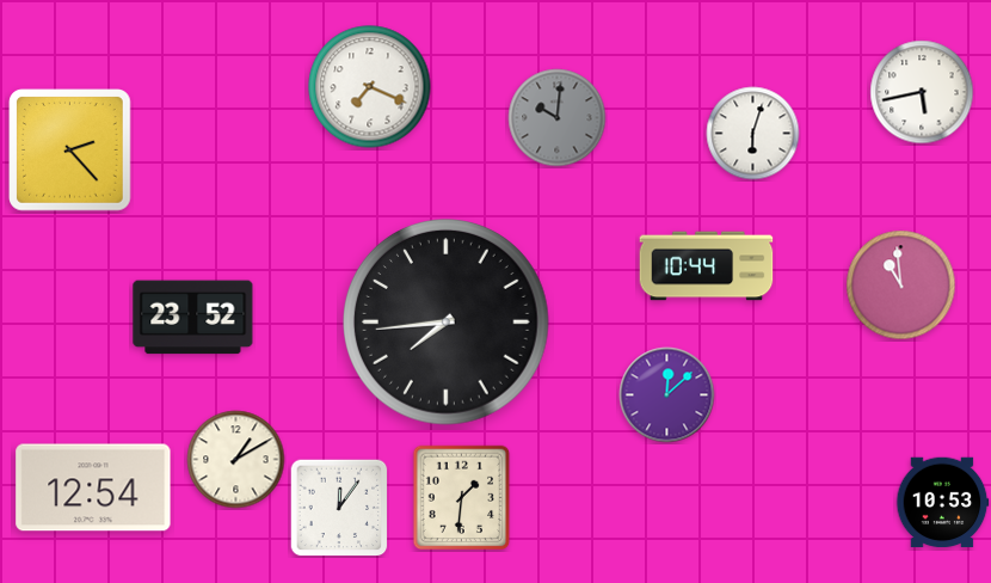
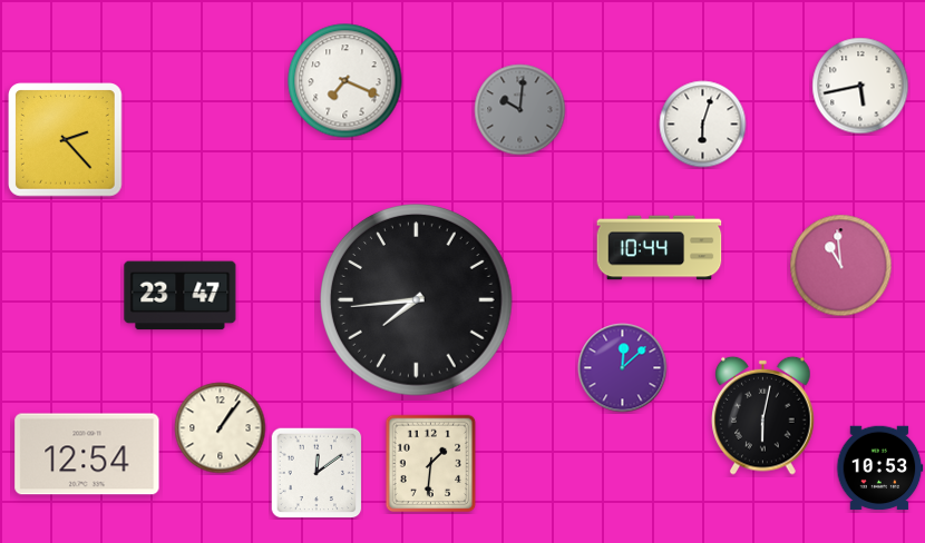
clock at (193, 318): 23:52 -> 23:47
clock at (763, 415): none -> 6:02
clock at (236, 460): 1:10 -> 1:06
clock at (339, 508): 12:06 -> 12:09
